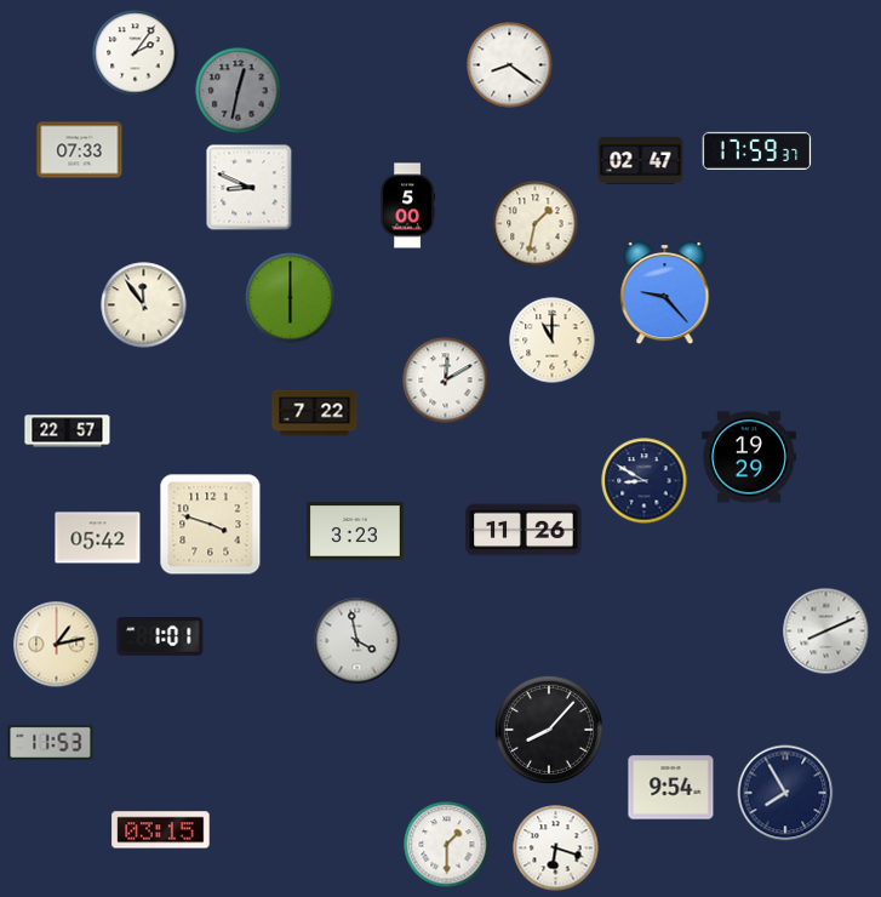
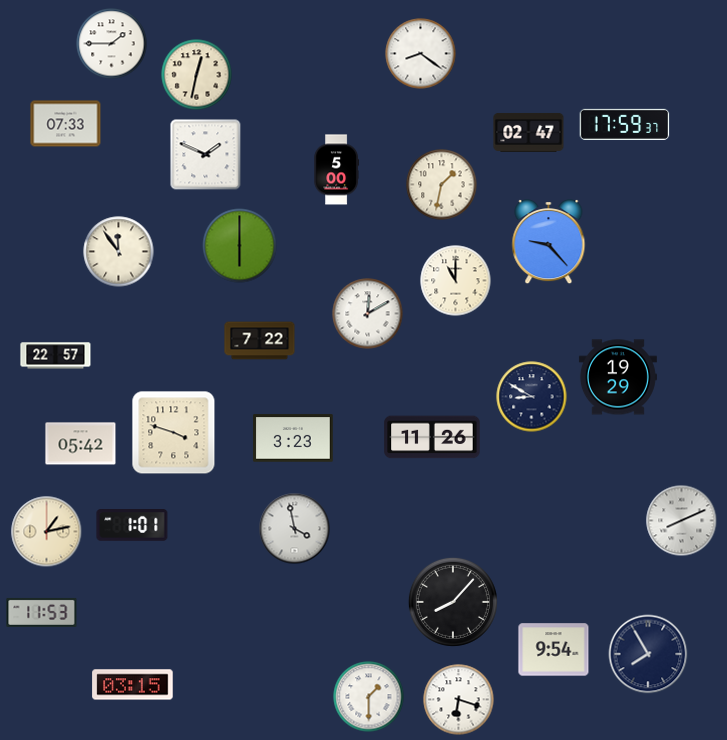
clock at (136, 53): 2:06 -> 1:45
clock at (239, 91) dial: grey -> cream
clock at (250, 188): 8:49 -> 1:49
